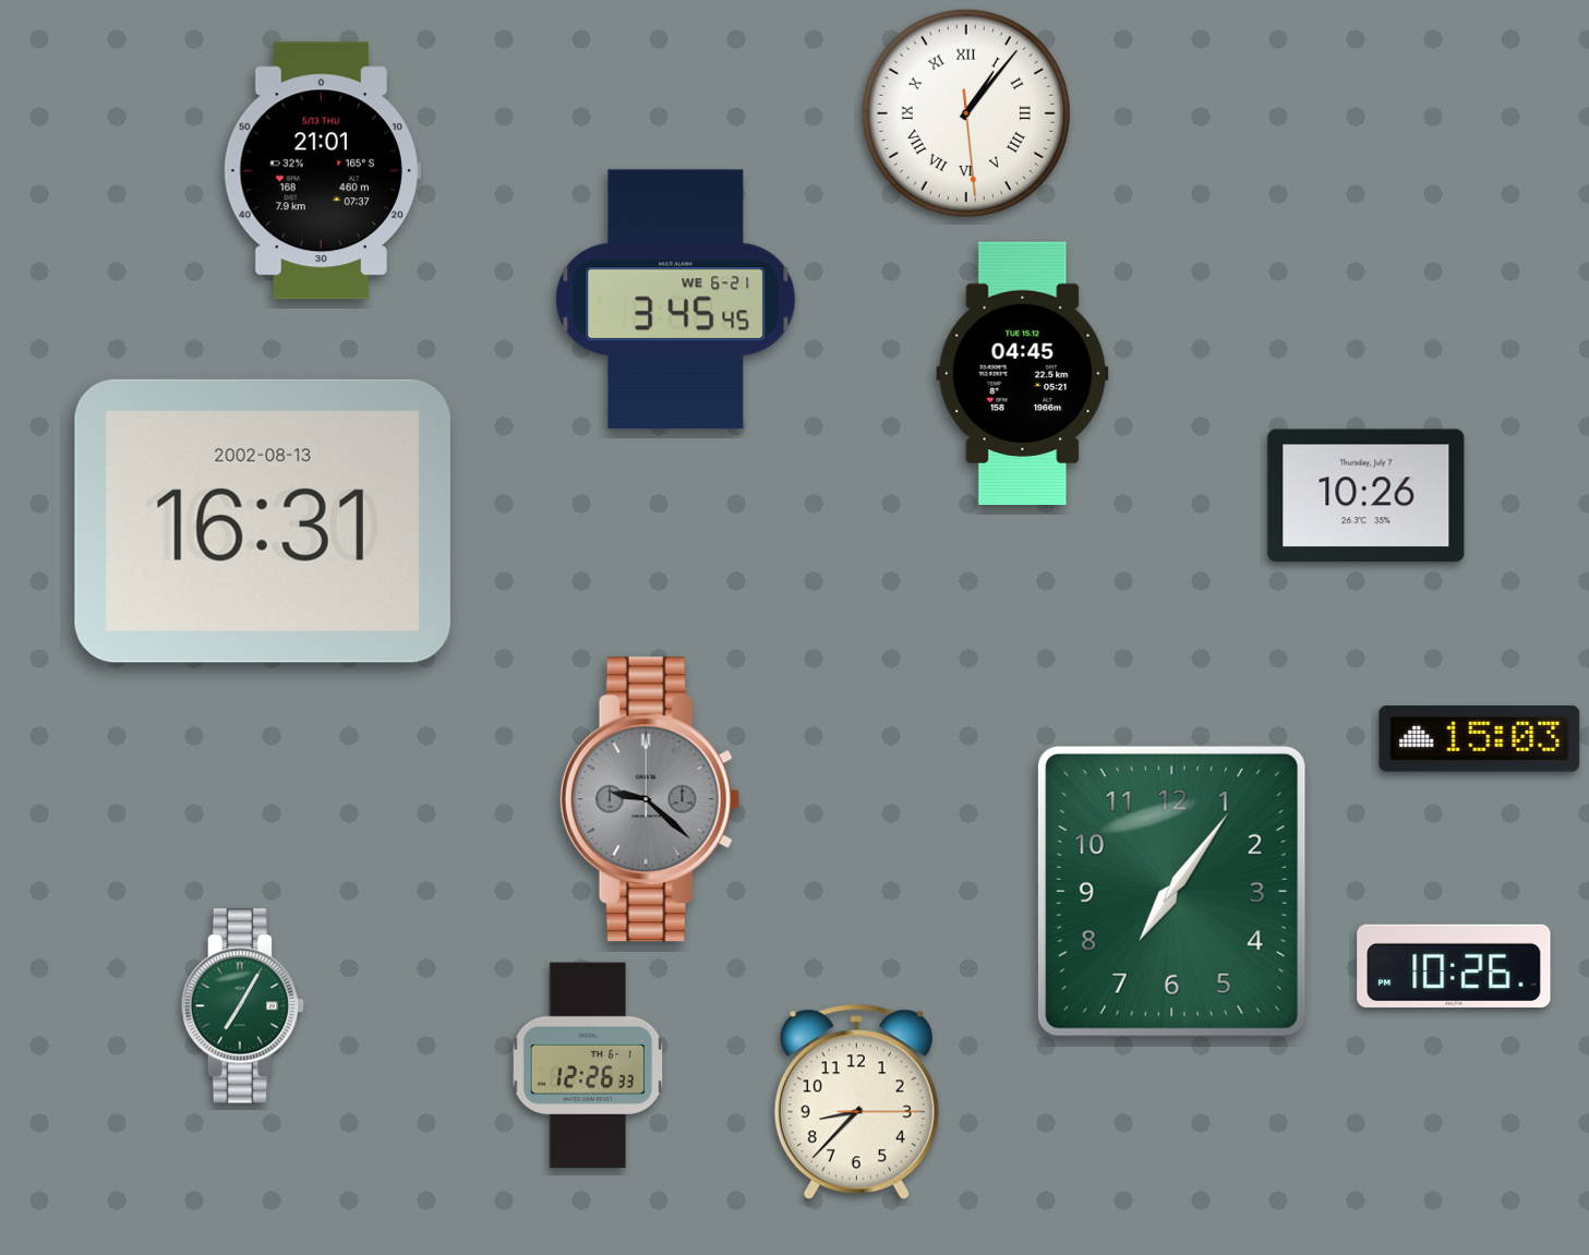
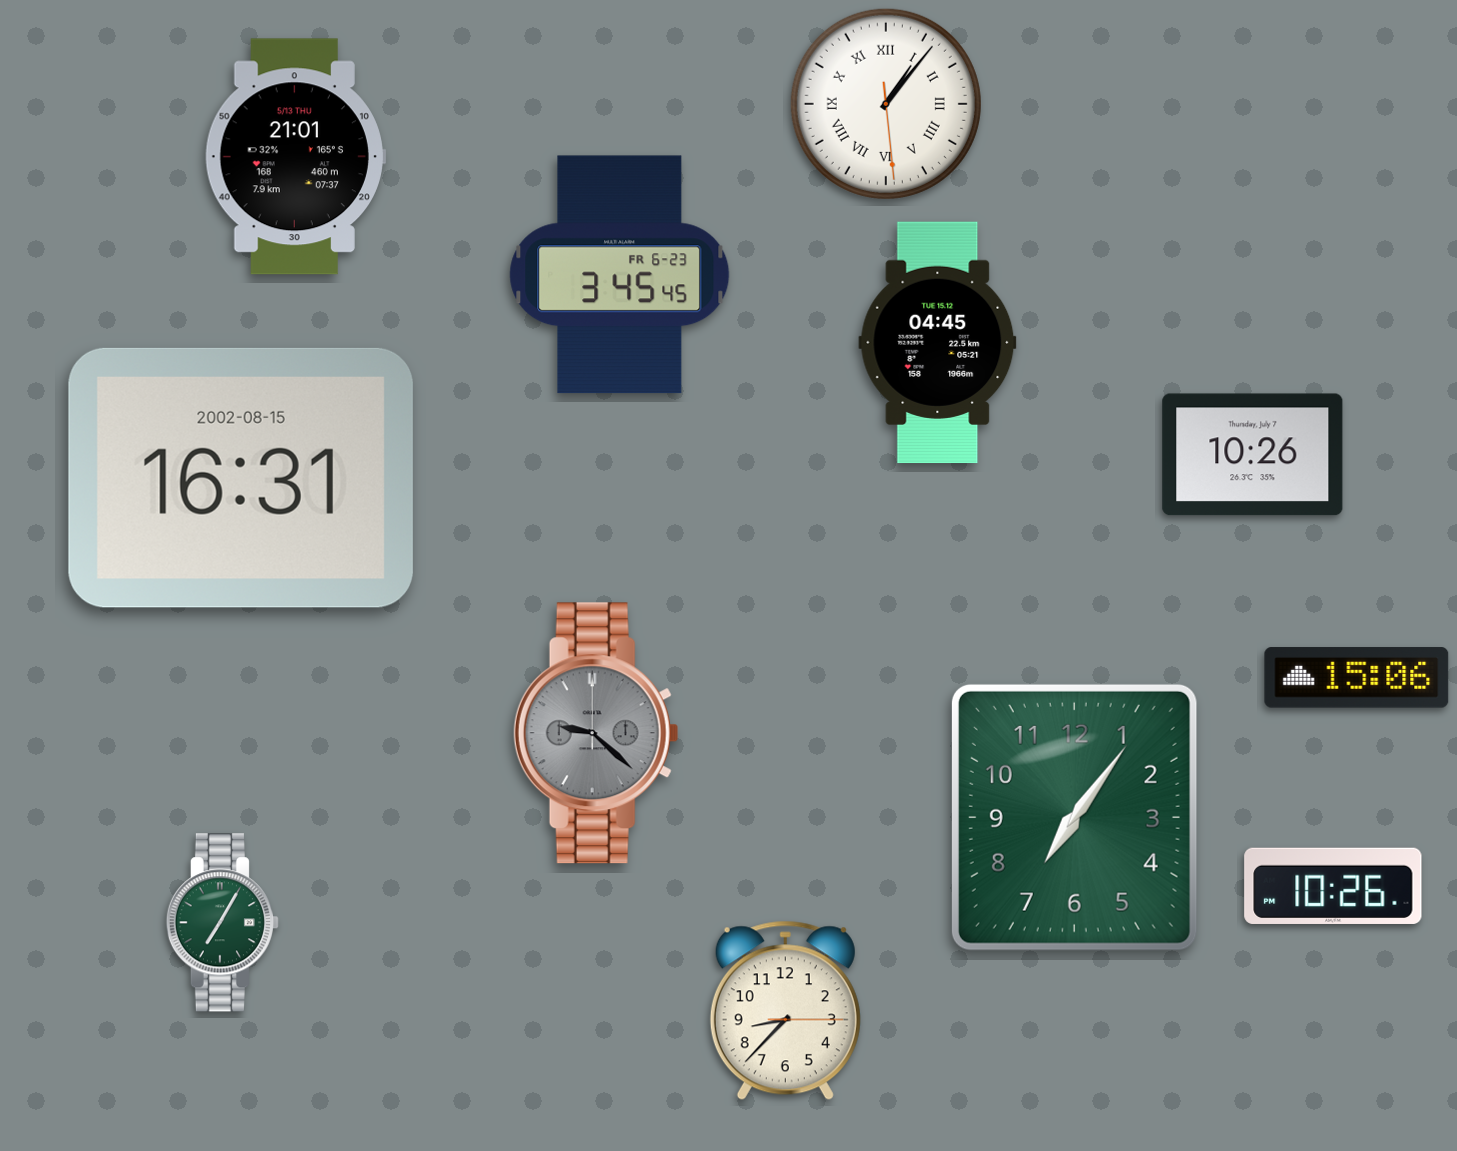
clock at (676, 300) date: WE 6-21 -> FR 6-23
clock at (263, 521) date: 2002-08-13 -> 2002-08-15
clock at (1480, 739): 15:03 -> 15:06
clock at (588, 1065): 12:26 -> none
